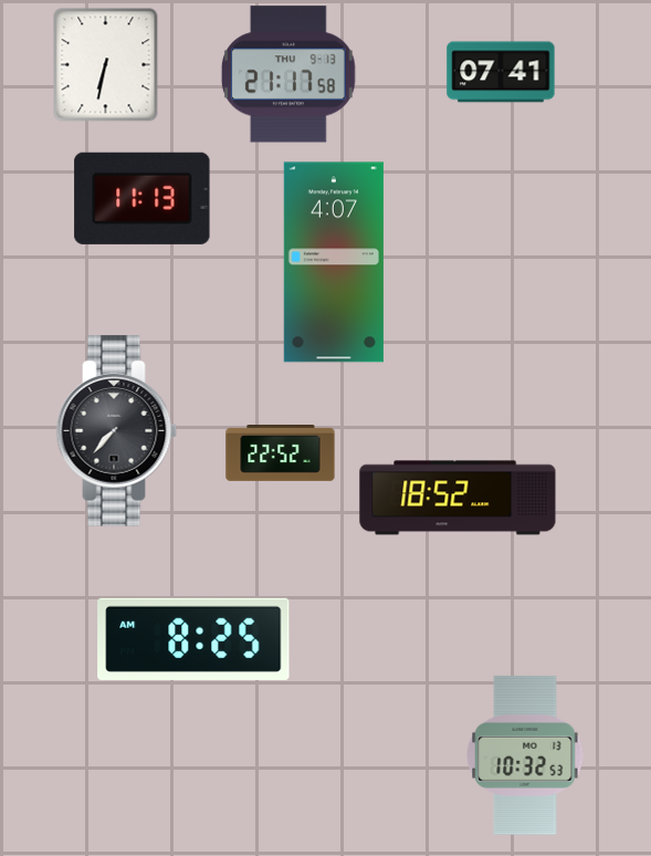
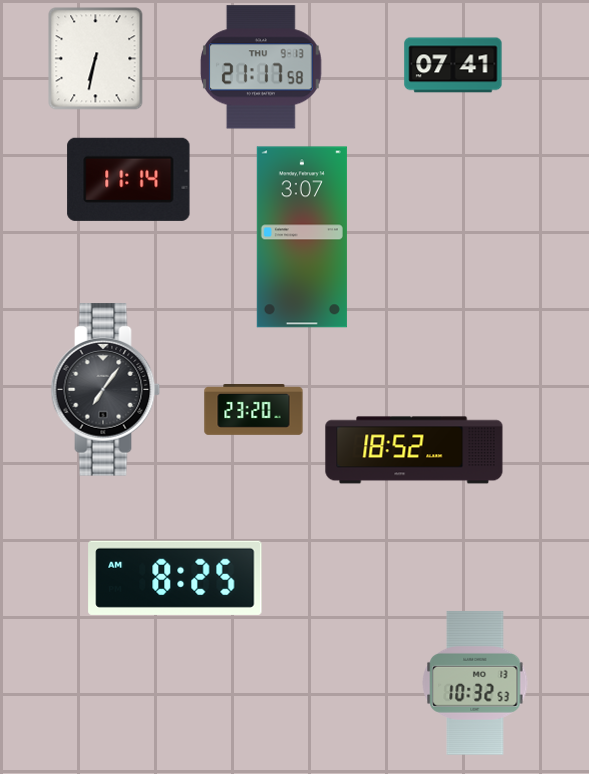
clock at (143, 198): 11:13 -> 11:14
clock at (334, 262): 4:07 -> 3:07
clock at (117, 431): 7:37 -> 7:06
clock at (281, 453): 22:52 -> 23:20
